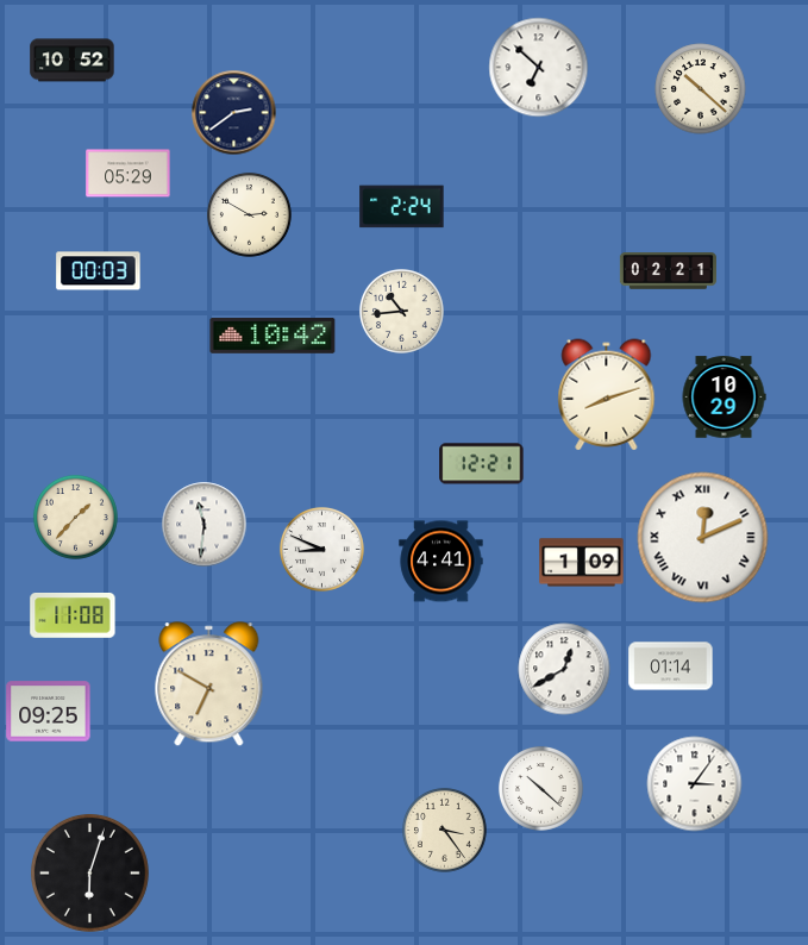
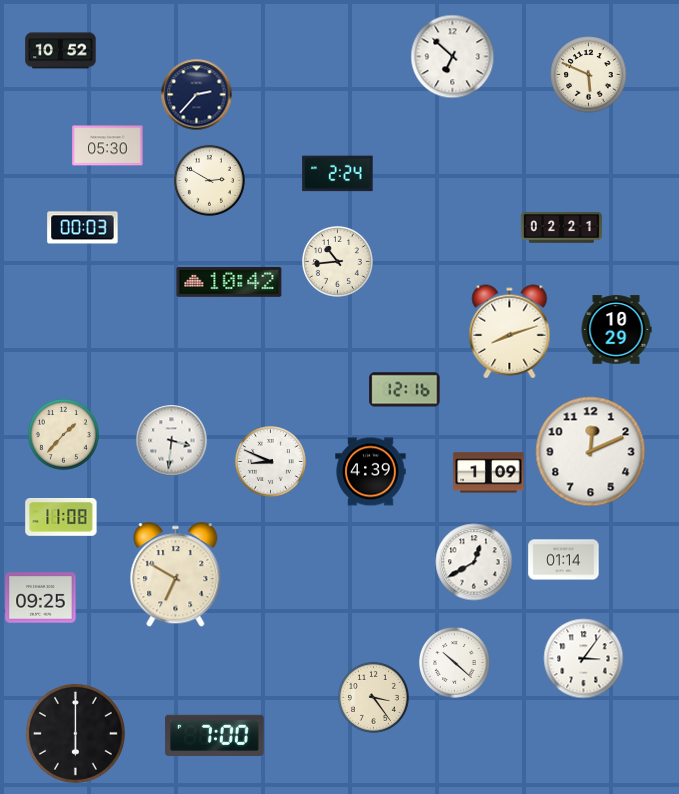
clock at (701, 89): 10:22 -> 5:49
clock at (234, 113): 2:39 -> 2:37
clock at (129, 174): 05:29 -> 05:30
clock at (724, 398) position: (724, 398) -> (616, 330)
clock at (482, 464): 12:21 -> 12:16
clock at (205, 525): 11:31 -> 3:31
clock at (703, 538) numerals: Roman -> Arabic
clock at (441, 562): 4:41 -> 4:39
clock at (89, 872): 6:03 -> 6:00
clock at (215, 735): none -> 7:00
